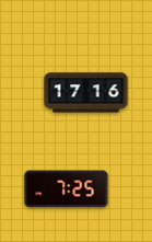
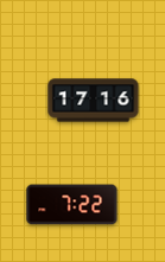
clock at (67, 189): 7:25 -> 7:22
